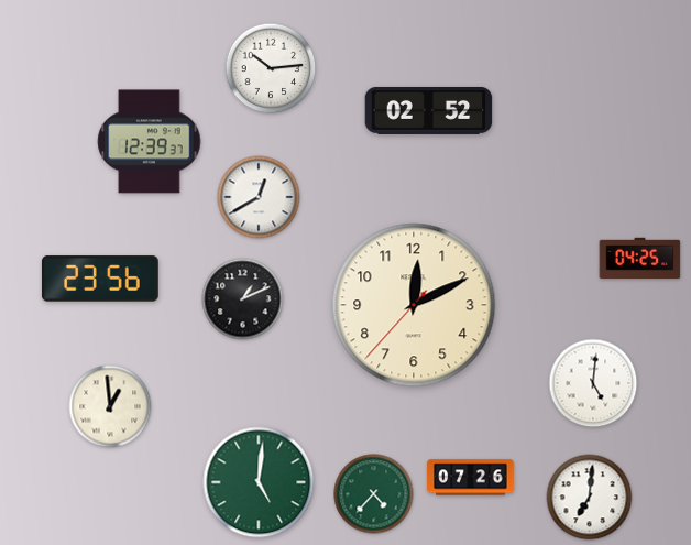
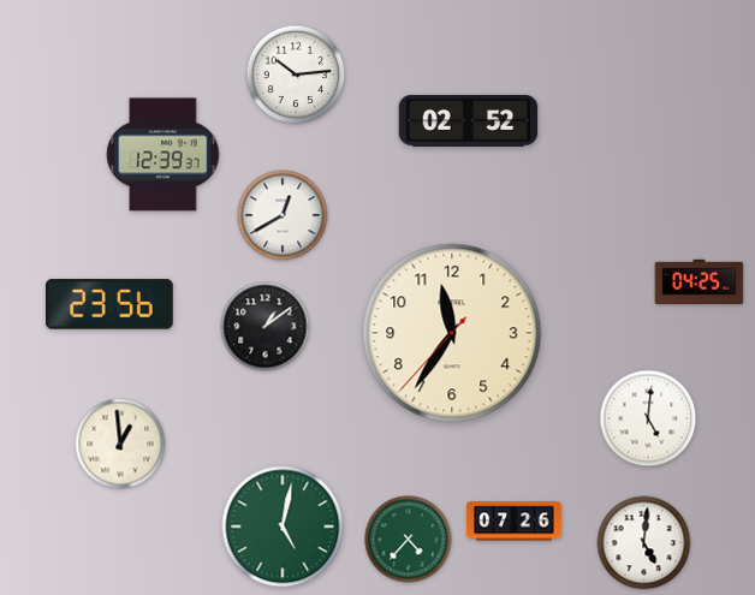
clock at (243, 299): 1:11 -> 1:09
clock at (414, 305): 12:10 -> 11:35
clock at (259, 482): 5:01 -> 5:02
clock at (590, 498): 7:01 -> 5:01
